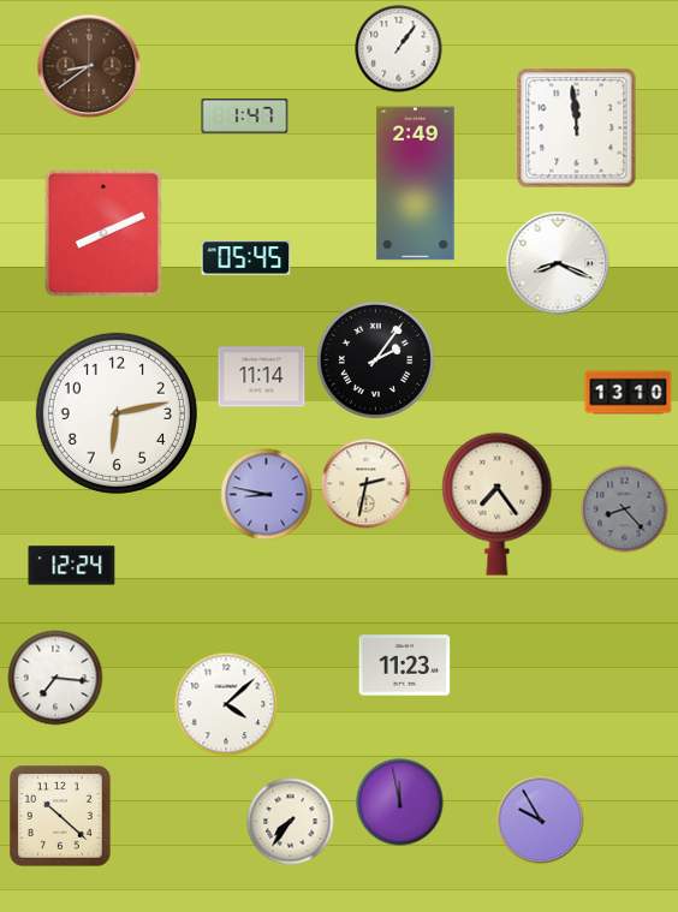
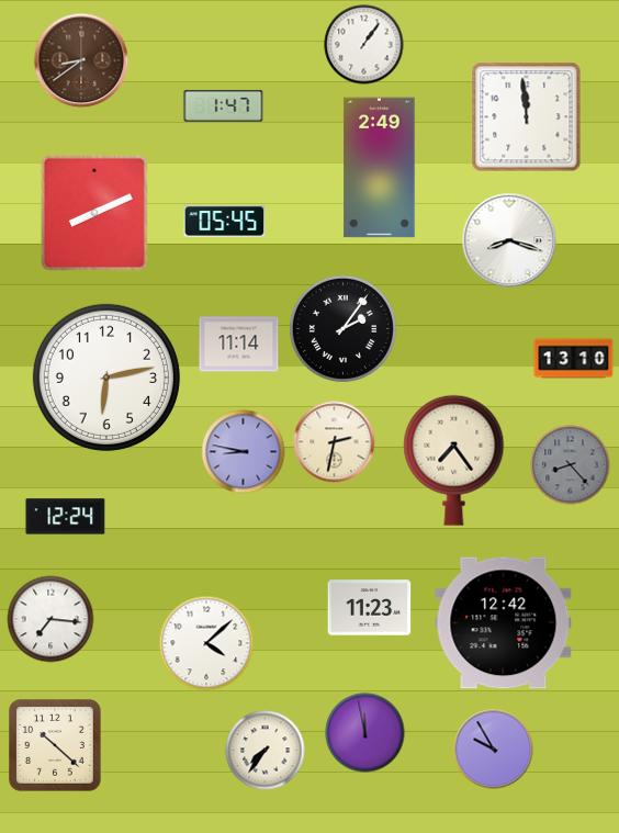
clock at (246, 258) position: (246, 258) -> (225, 222)
clock at (558, 263): 8:19 -> 8:18
clock at (504, 623): none -> 12:42
